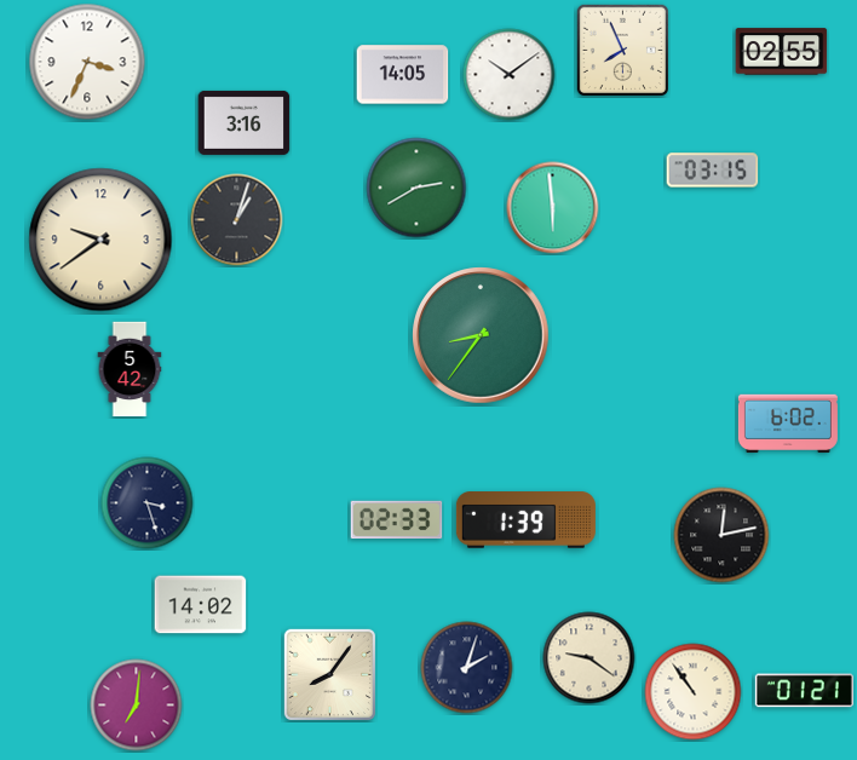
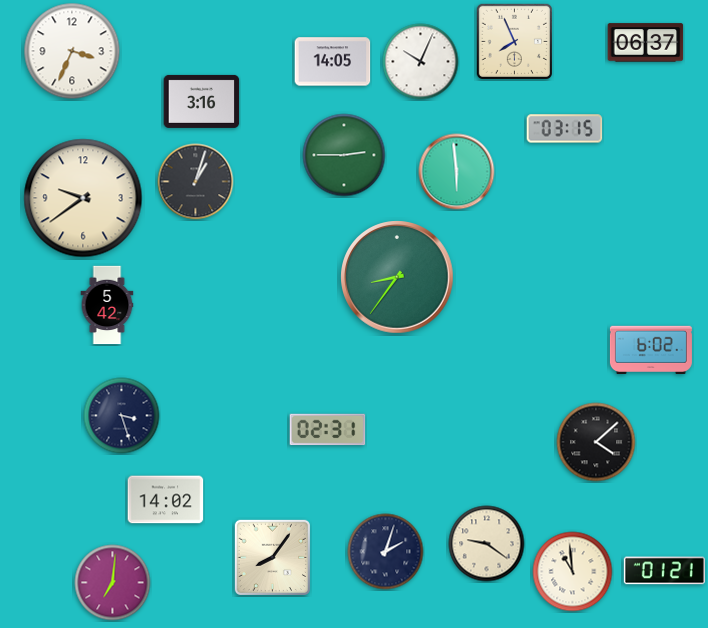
clock at (782, 52): 02:55 -> 06:37
clock at (510, 75): 10:09 -> 10:04
clock at (713, 171) position: (713, 171) -> (565, 129)
clock at (416, 188): 2:40 -> 2:45
clock at (397, 520): 02:33 -> 02:31
clock at (525, 520): 1:39 -> none
clock at (721, 535): 12:13 -> 4:08
clock at (694, 692): 10:54 -> 10:59
